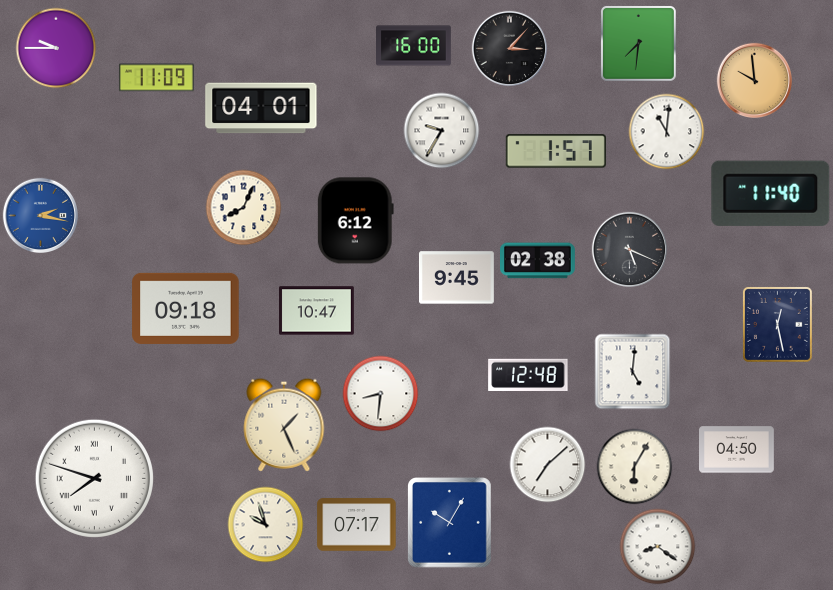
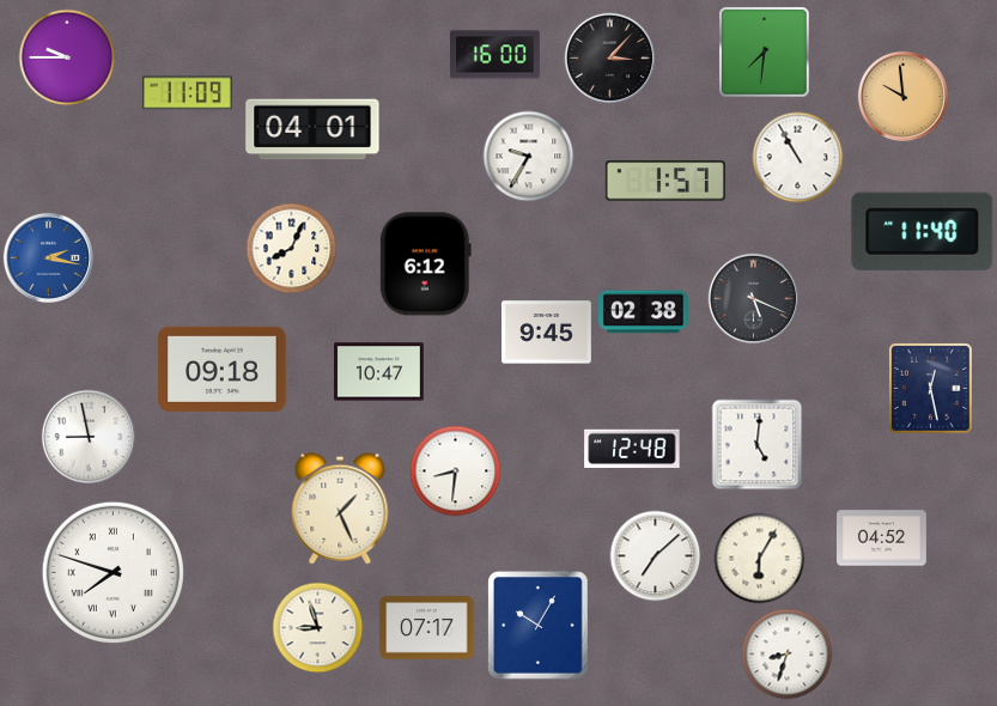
clock at (667, 132): 11:01 -> 10:55
clock at (89, 437): none -> 8:58
clock at (737, 450): 04:50 -> 04:52
clock at (266, 525): 9:57 -> 8:57
clock at (658, 547): 8:21 -> 8:33
